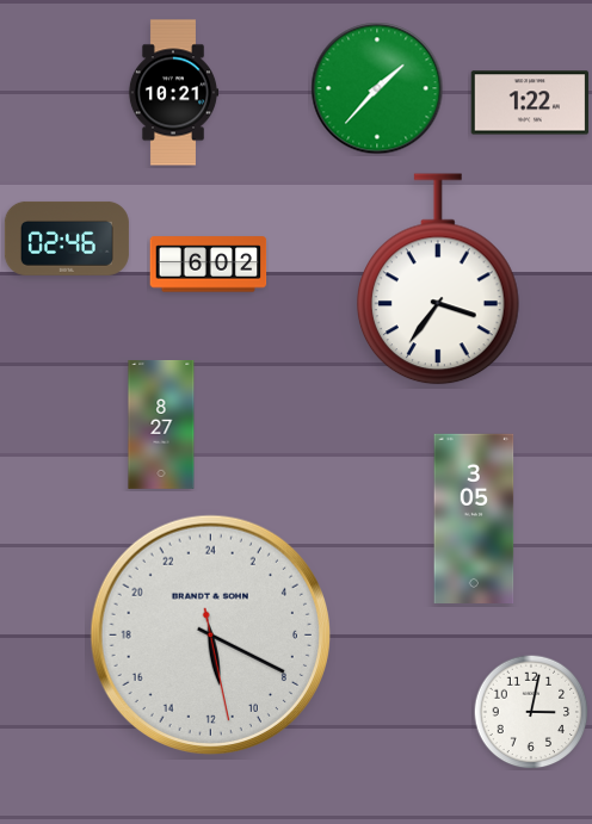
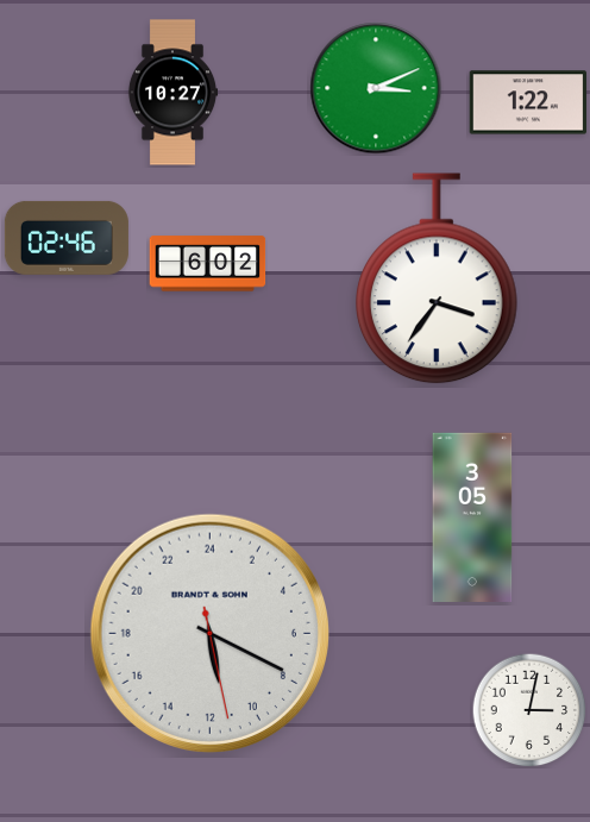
clock at (377, 88): 1:37 -> 3:11
clock at (173, 93): 10:21 -> 10:27
clock at (161, 426): 8:27 -> none
